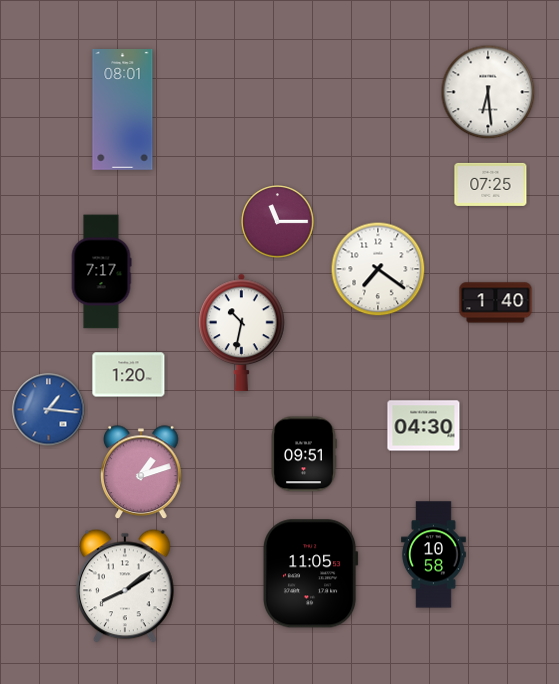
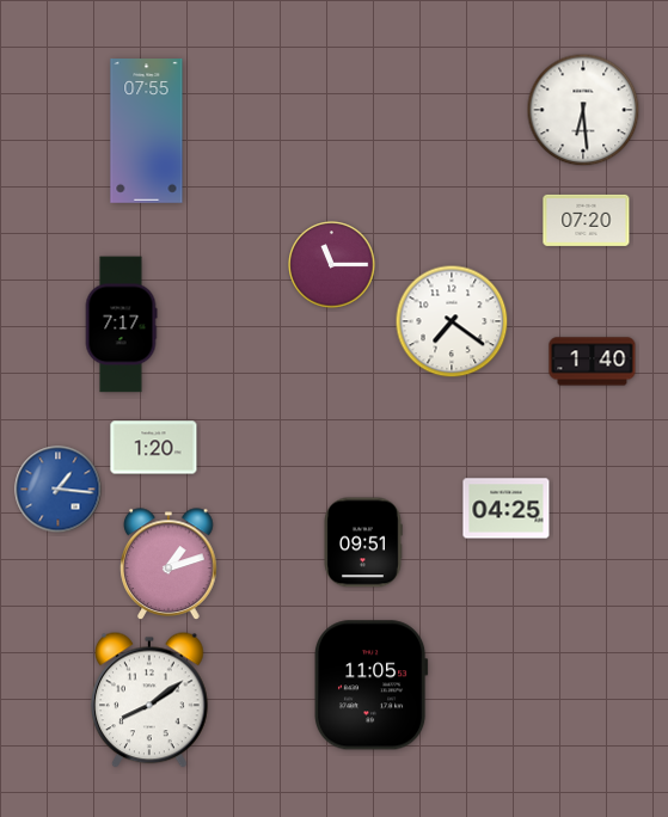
clock at (123, 110): 08:01 -> 07:55
clock at (491, 184): 07:25 -> 07:20
clock at (242, 332): 10:32 -> none
clock at (424, 426): 04:30 -> 04:25
clock at (434, 555): 10:58 -> none
